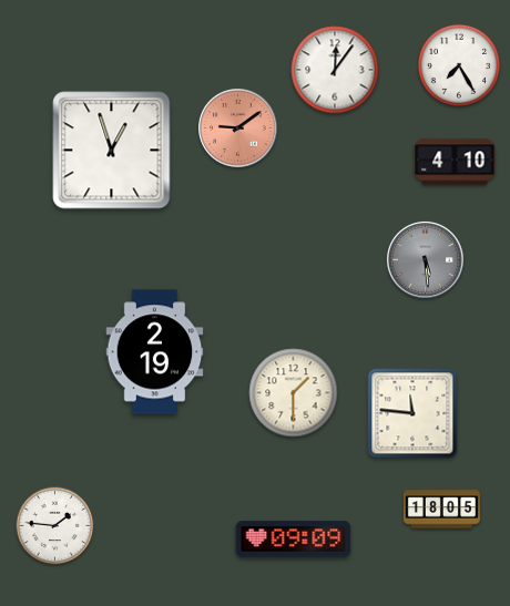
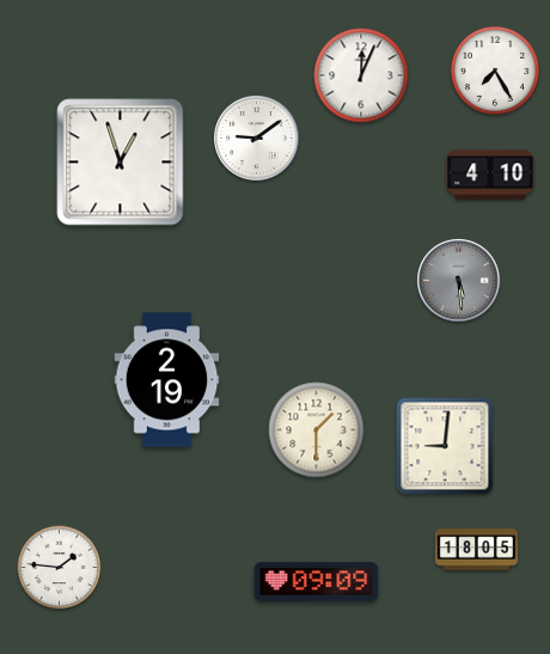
clock at (335, 70): 12:06 -> 12:04
clock at (238, 129) dial: salmon -> white
clock at (294, 393) position: (294, 393) -> (317, 430)
clock at (412, 413): 11:46 -> 9:01
